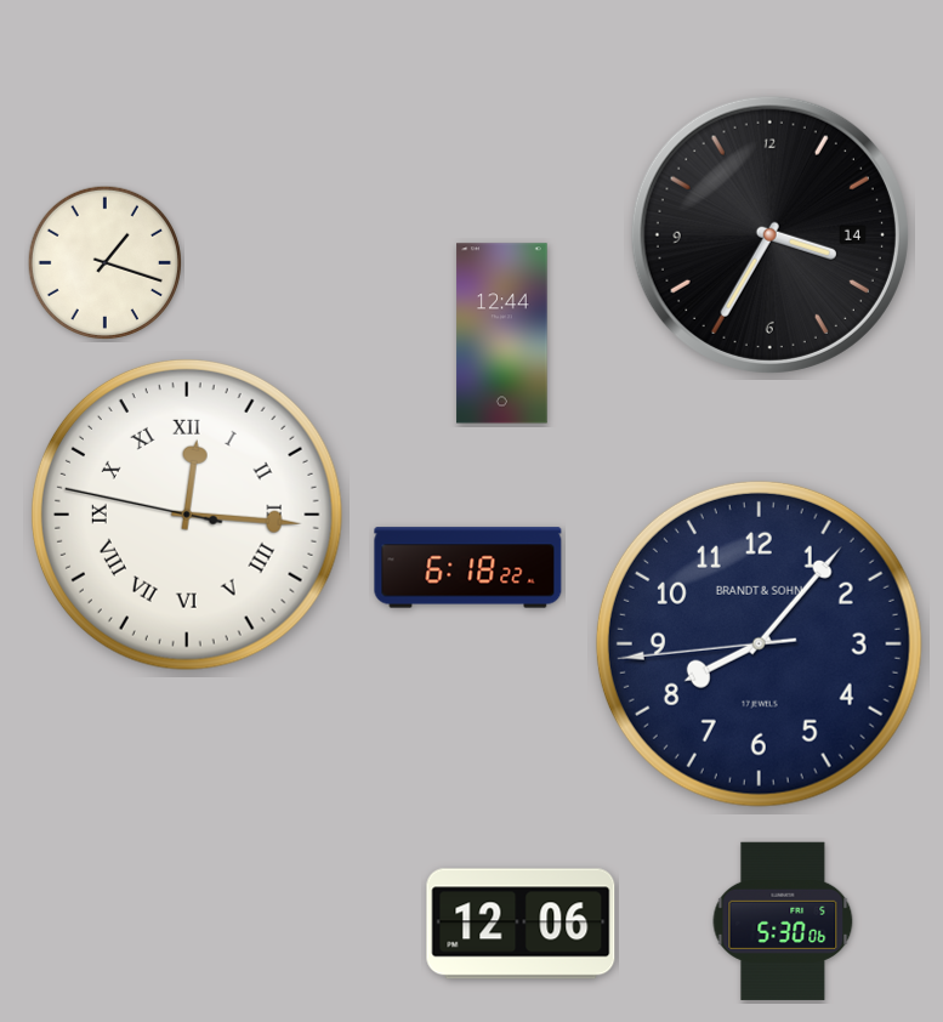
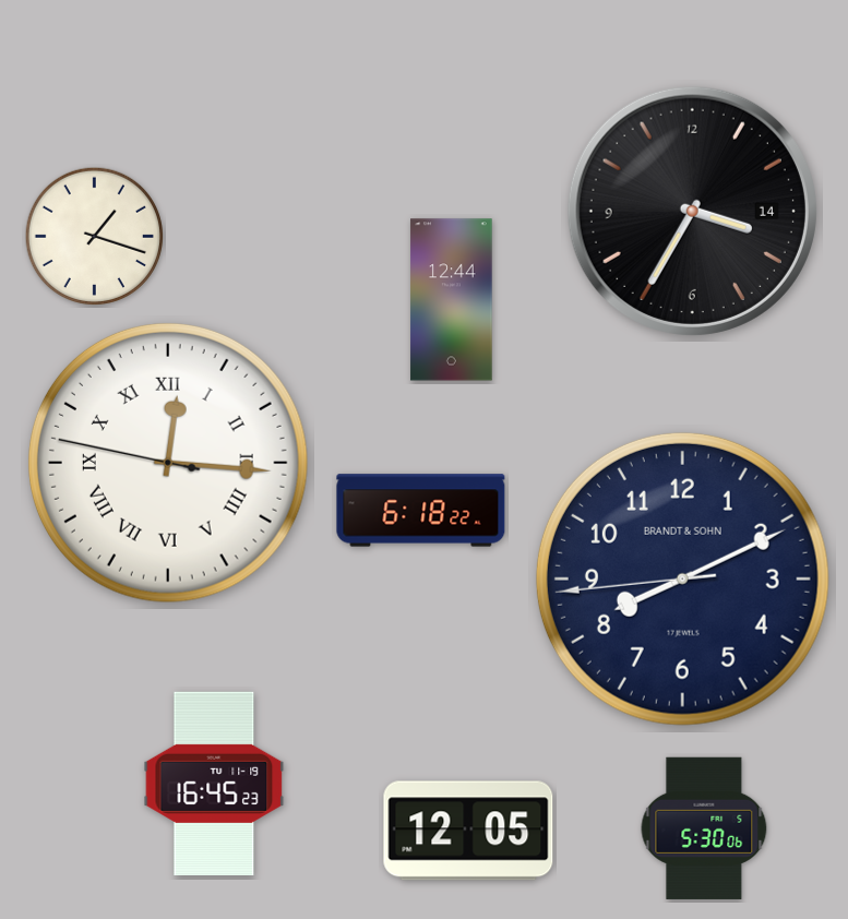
clock at (759, 643): 8:06 -> 8:10
clock at (214, 784): none -> 16:45
clock at (521, 924): 12:06 -> 12:05
